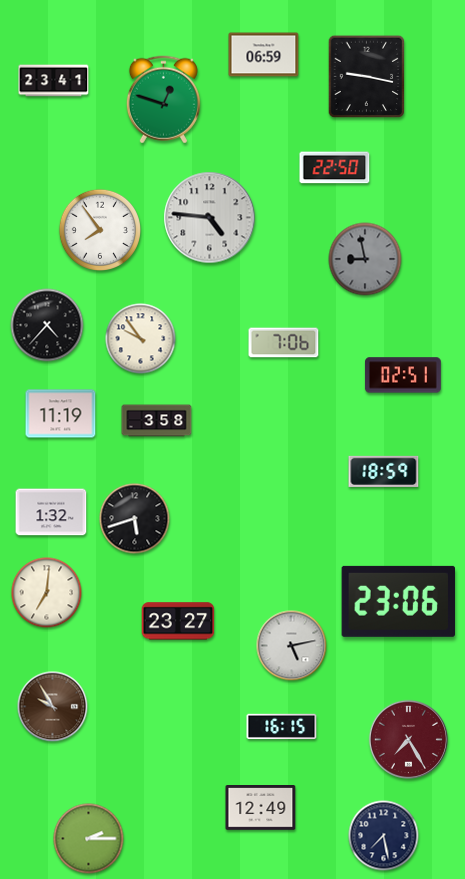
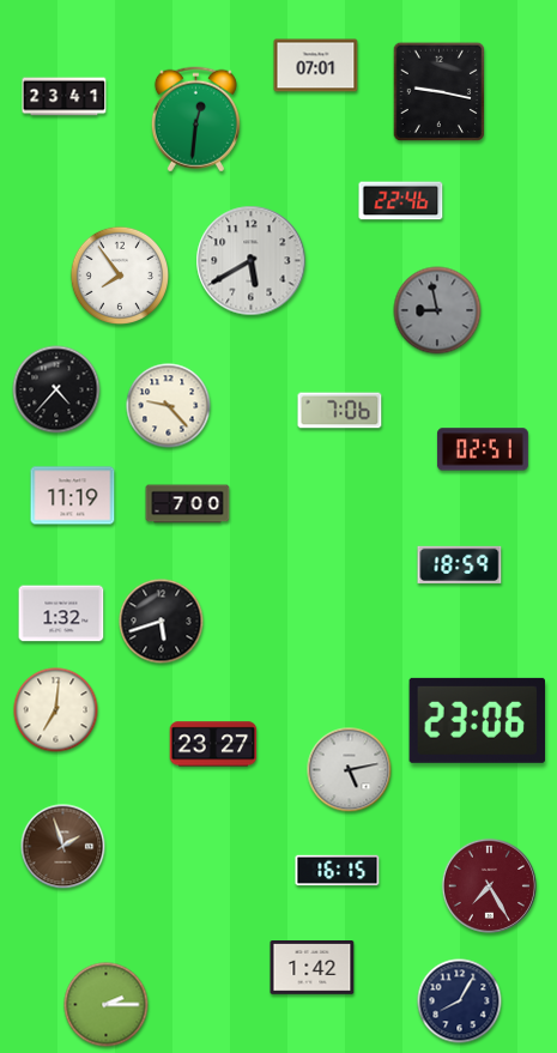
clock at (264, 55): 06:59 -> 07:01
clock at (163, 100): 12:48 -> 12:31
clock at (335, 168): 22:50 -> 22:46
clock at (210, 218): 4:46 -> 5:40
clock at (141, 339): 9:54 -> 9:23
clock at (157, 421): 3:58 -> 7:00
clock at (292, 646) position: (292, 646) -> (350, 770)
clock at (53, 707): 9:55 -> 1:57
clock at (261, 808): 12:49 -> 1:42
clock at (384, 836): 7:28 -> 8:05
